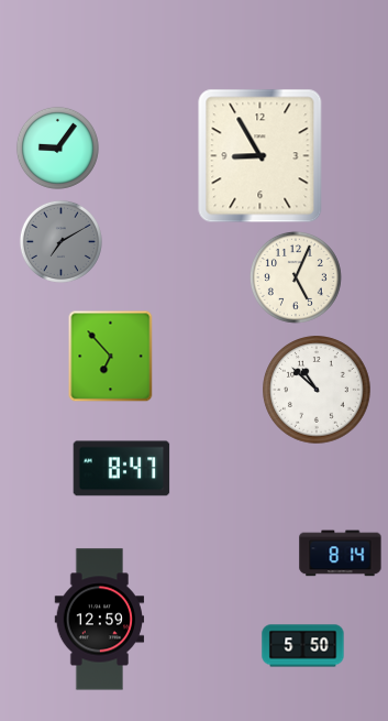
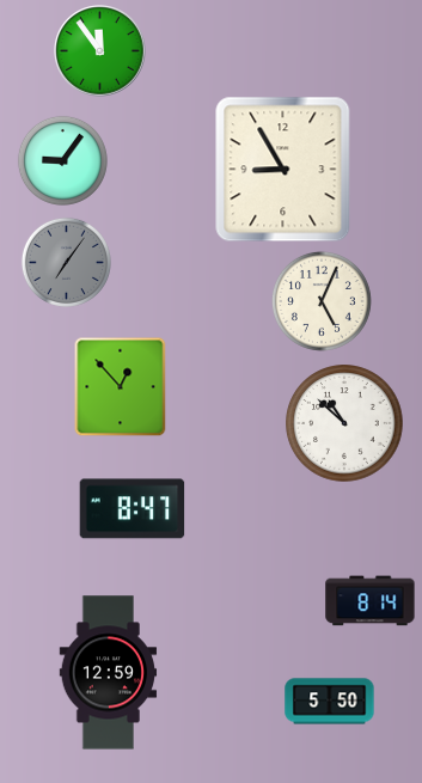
clock at (100, 51): none -> 11:54
clock at (60, 241): 7:10 -> 7:06
clock at (111, 357): 6:53 -> 12:53
